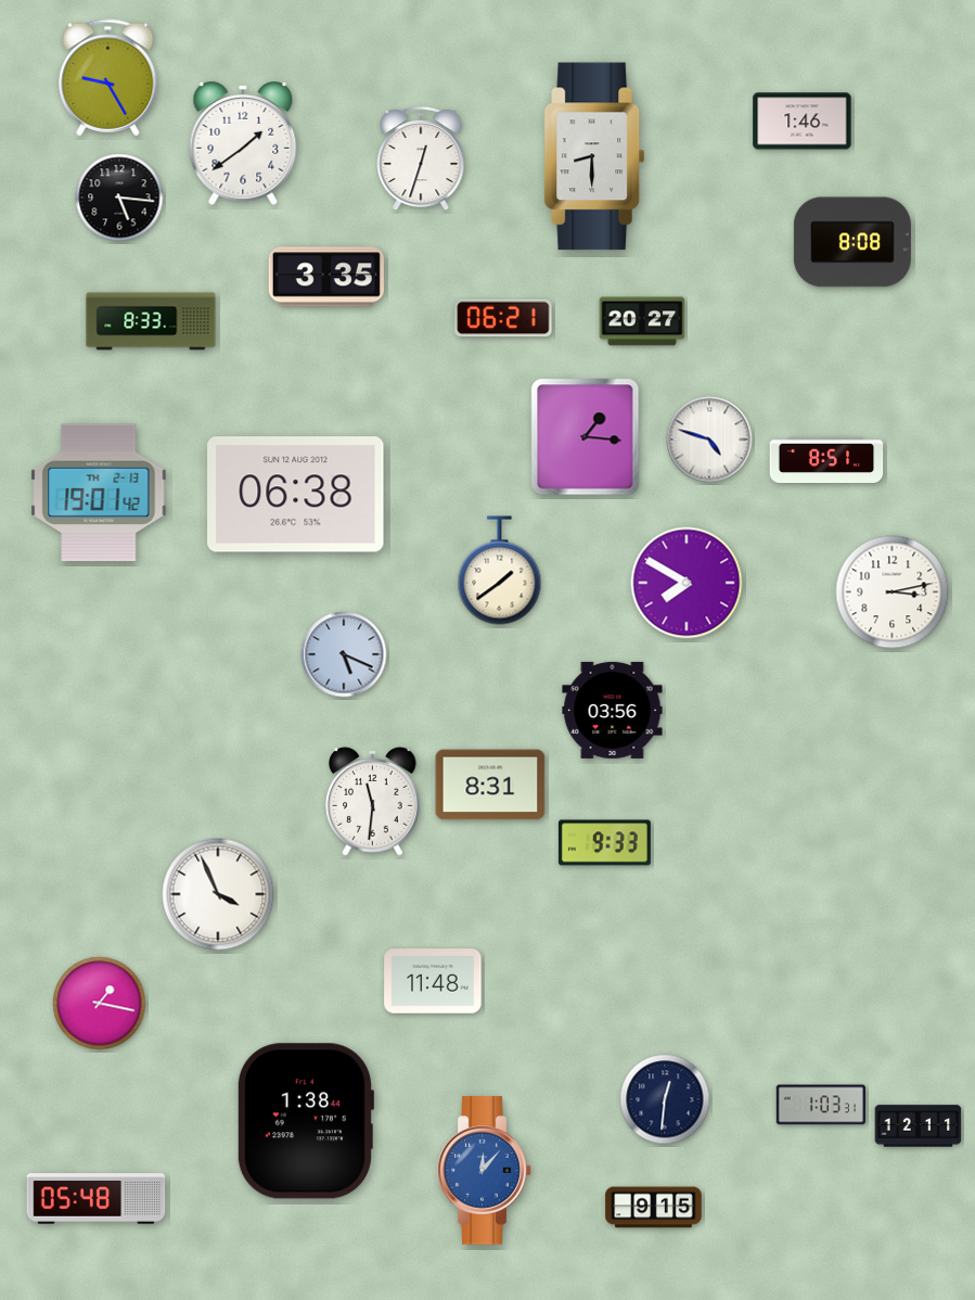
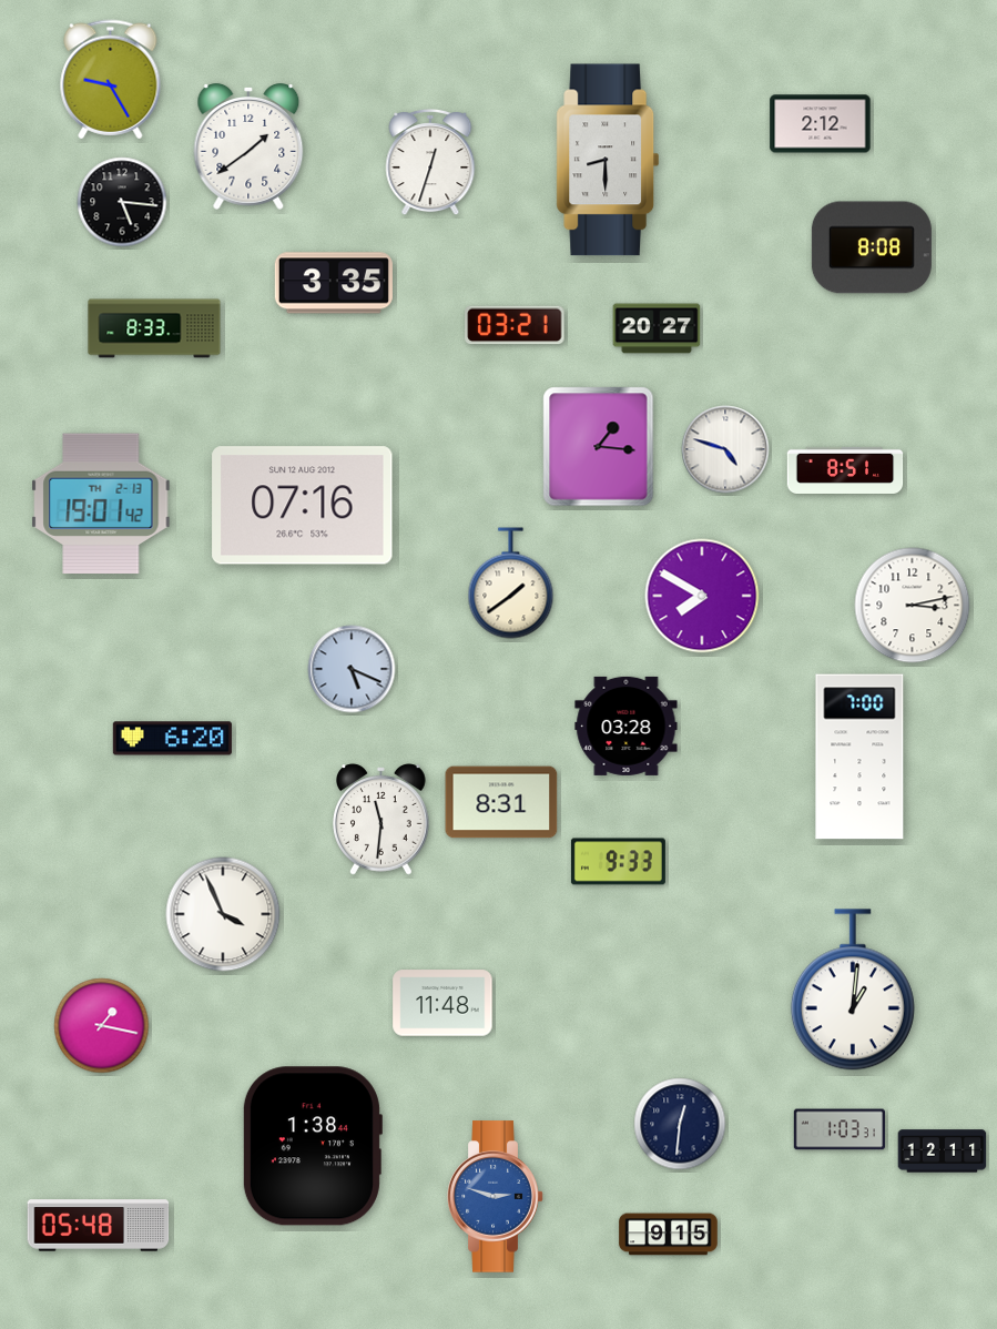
clock at (803, 122): 1:46 -> 2:12
clock at (503, 318): 06:21 -> 03:21
clock at (296, 495): 06:38 -> 07:16
clock at (613, 710): 03:56 -> 03:28
clock at (172, 739): none -> 6:20
clock at (859, 757): none -> 7:00
clock at (853, 990): none -> 1:01
clock at (919, 1126) position: (919, 1126) -> (943, 1152)
clock at (485, 1171): 12:07 -> 2:48
